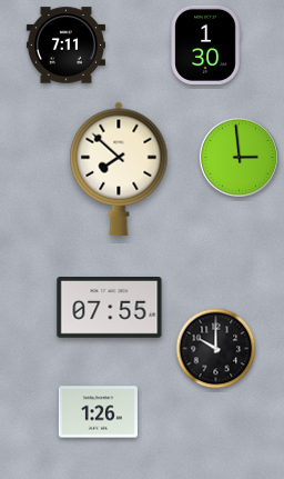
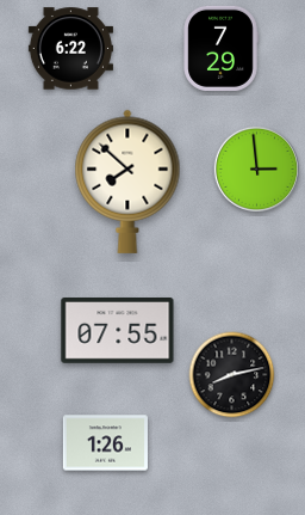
clock at (205, 44): 1:30 -> 7:29
clock at (65, 46): 7:11 -> 6:22
clock at (216, 349): 10:00 -> 8:13
